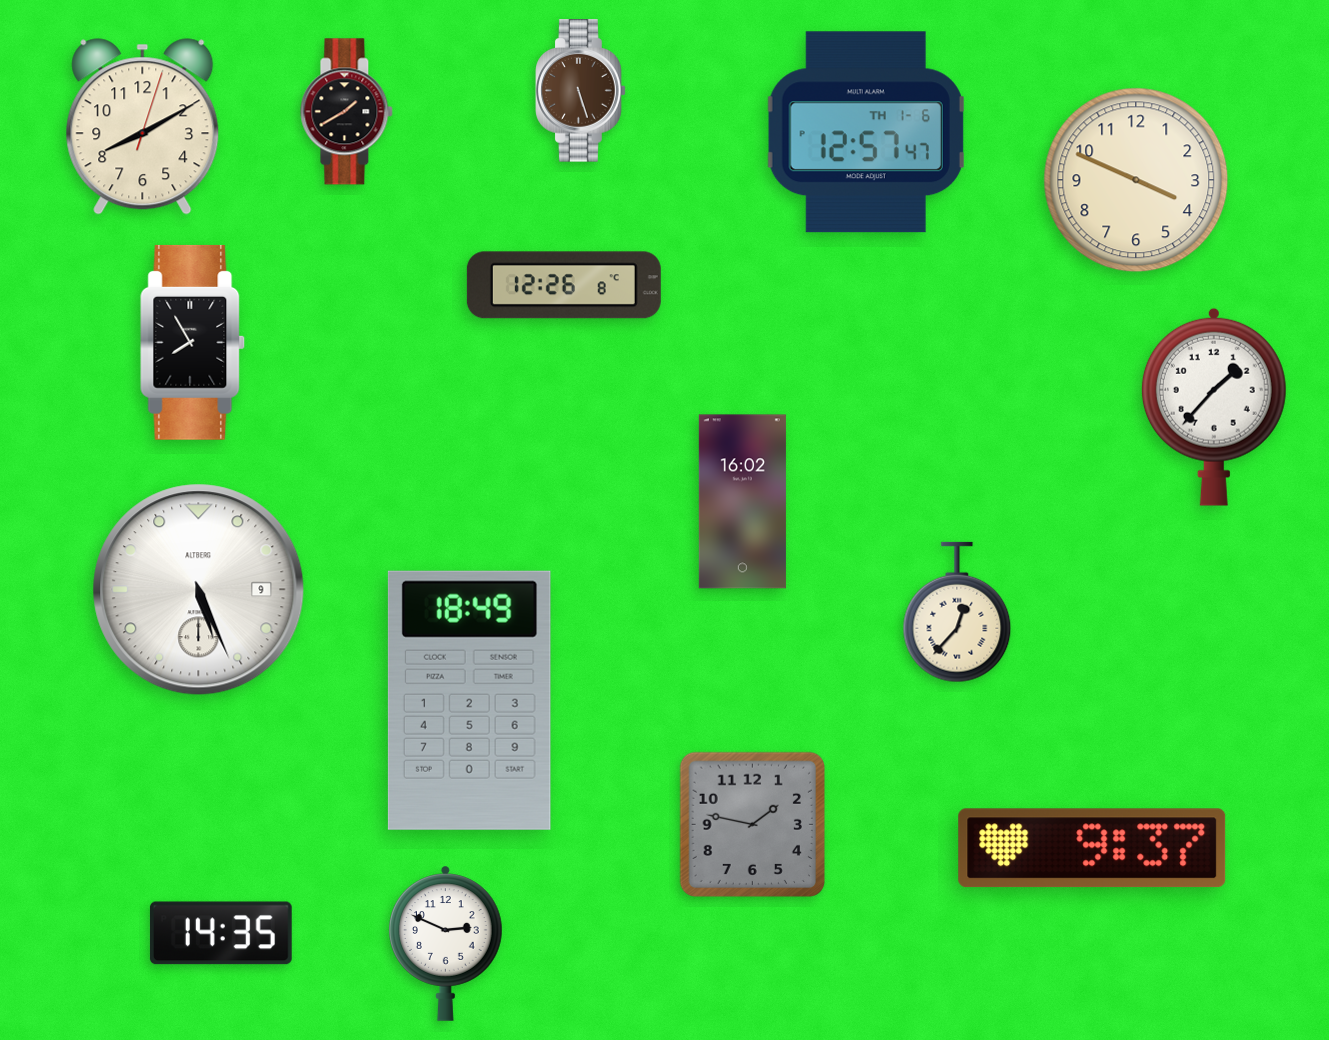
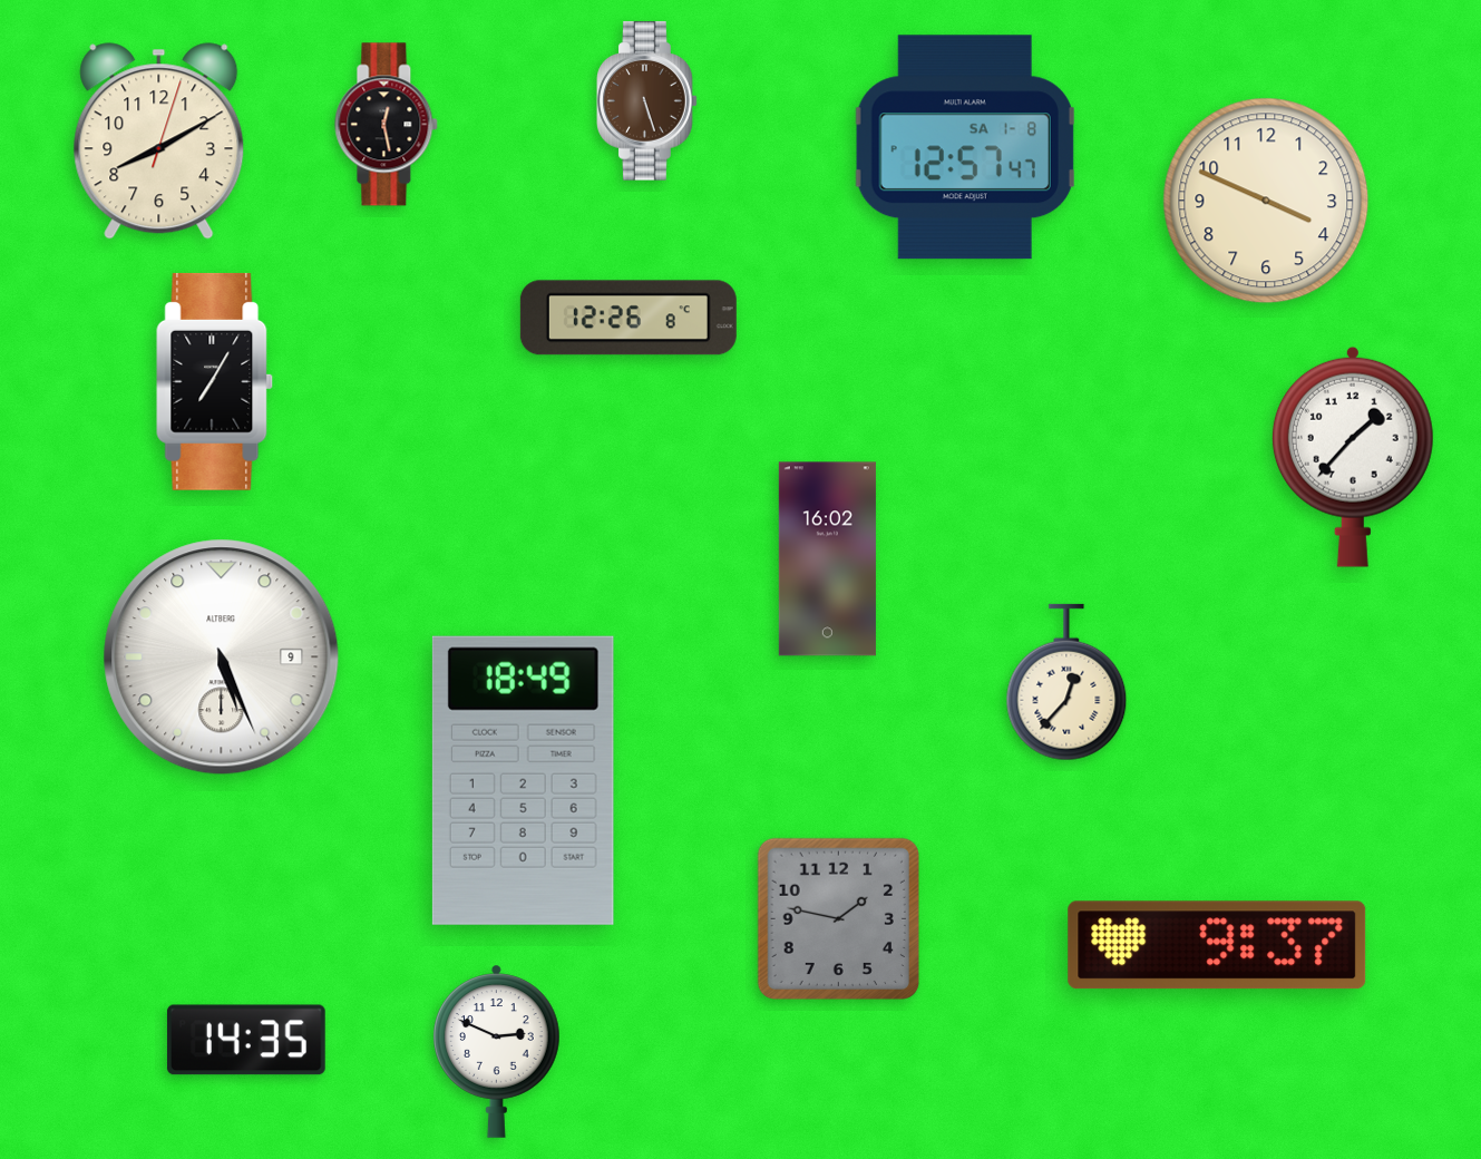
clock at (347, 112): 1:40 -> 12:28
clock at (866, 132) date: TH 1-6 -> SA 1-8
clock at (192, 342): 7:55 -> 7:05
clock at (1214, 407) position: (1214, 407) -> (1353, 457)
